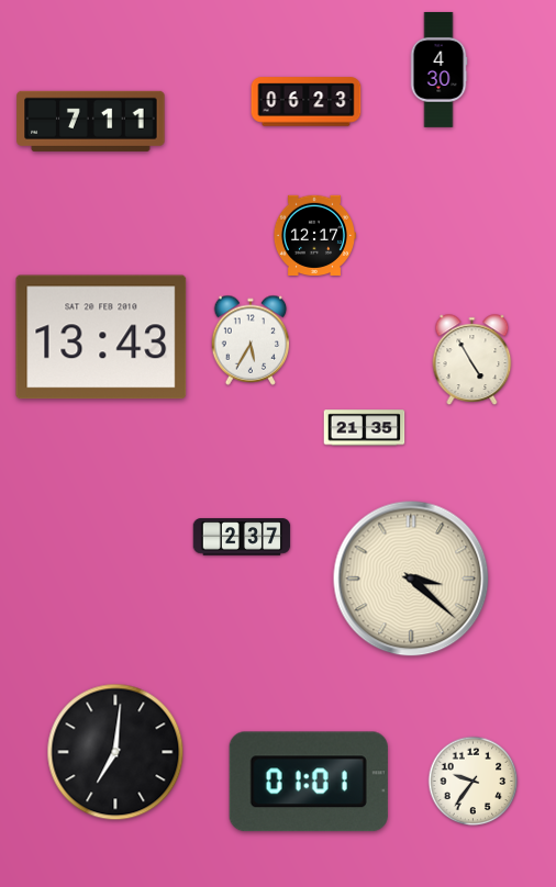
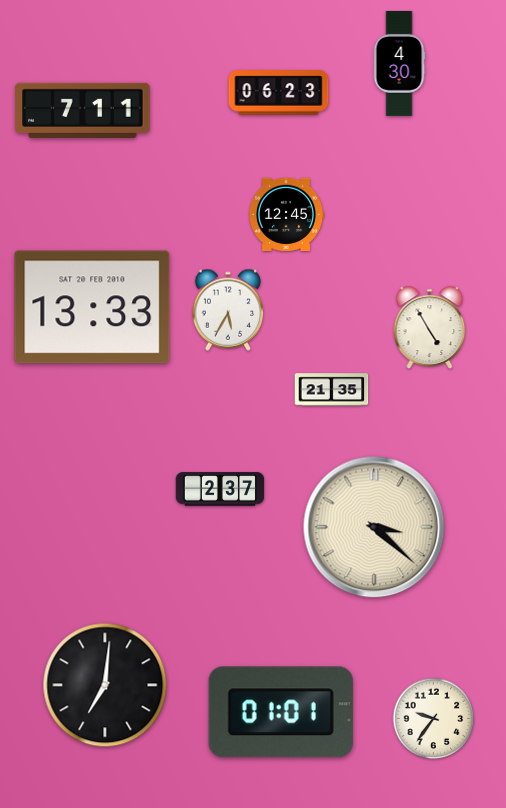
clock at (313, 235): 12:17 -> 12:45
clock at (101, 337): 13:43 -> 13:33
clock at (474, 782) position: (474, 782) -> (434, 719)
